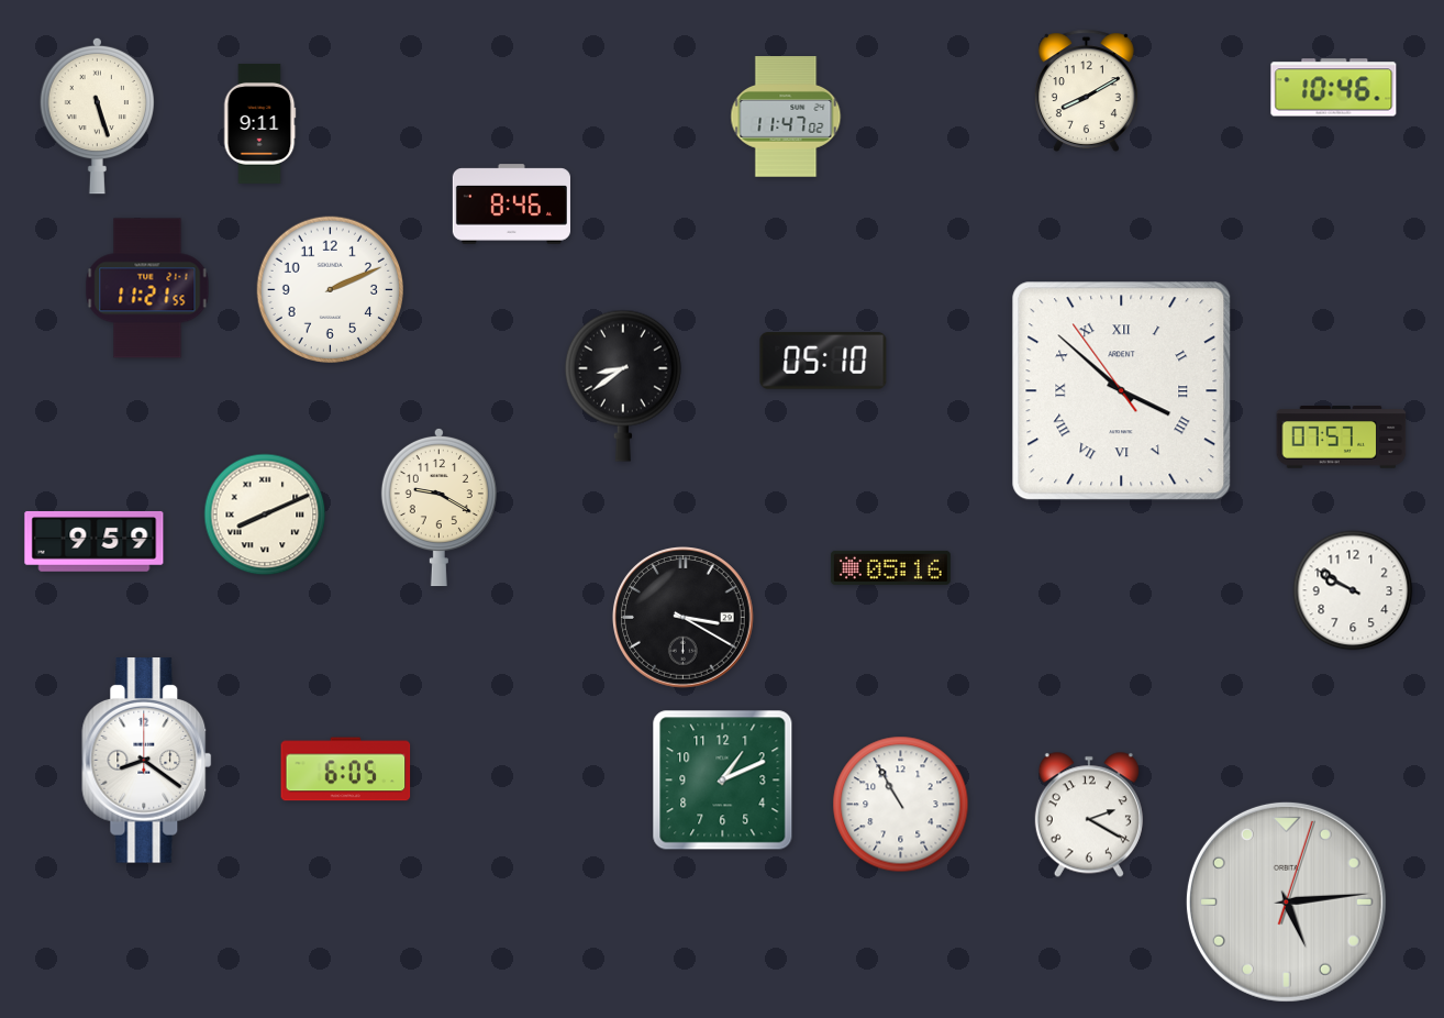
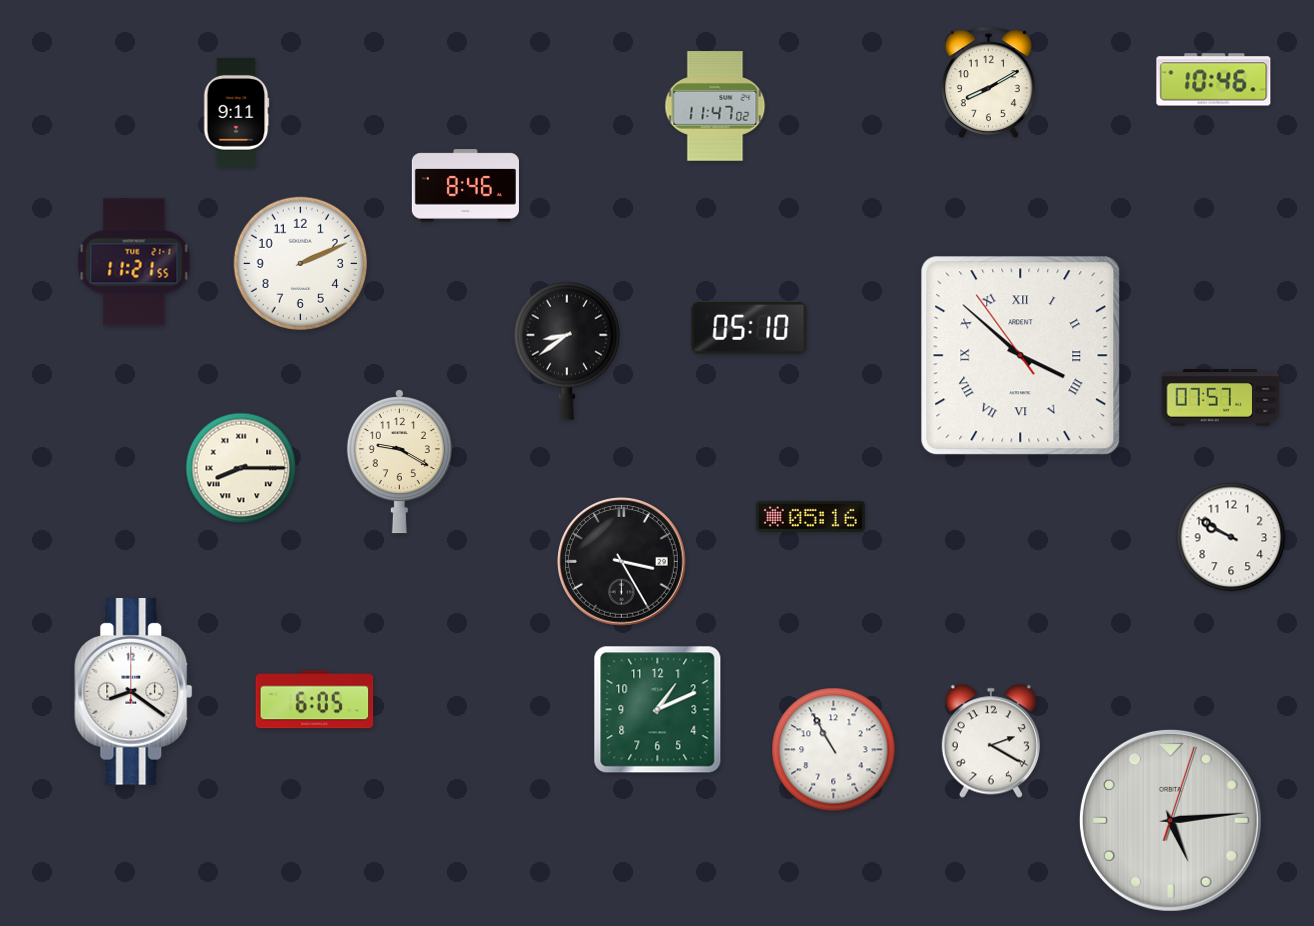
clock at (97, 115): 5:27 -> none
clock at (265, 514): 8:11 -> 8:15
clock at (95, 541): 9:59 -> none
clock at (684, 618): 3:20 -> 3:25
clock at (901, 805) position: (901, 805) -> (834, 750)
